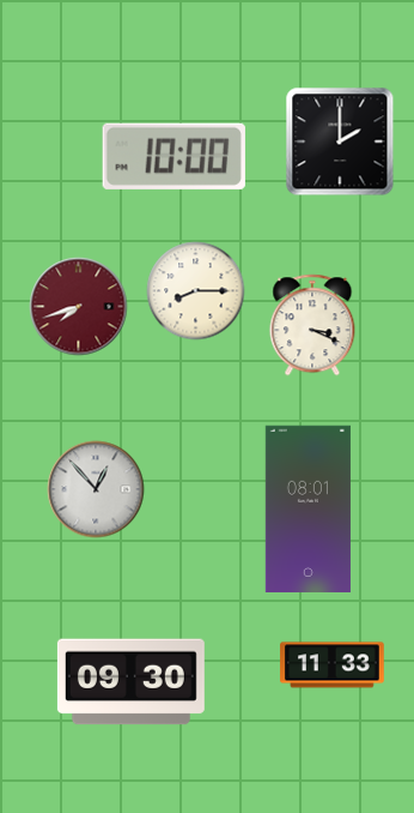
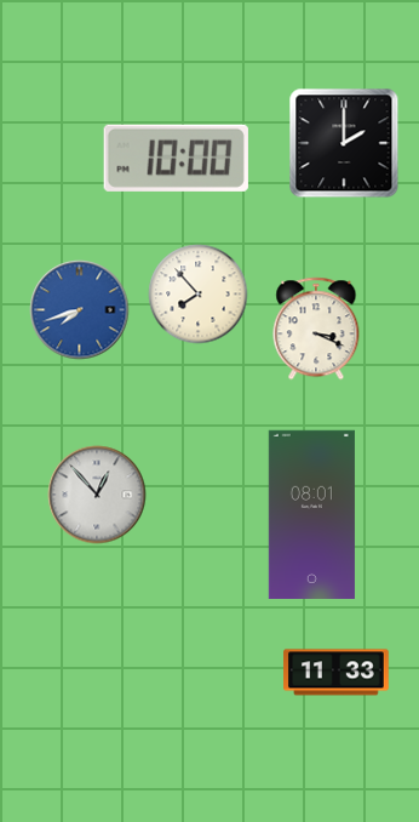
clock at (196, 291): 8:15 -> 7:53
clock at (79, 307) dial: burgundy -> blue
clock at (130, 682): 09:30 -> none
